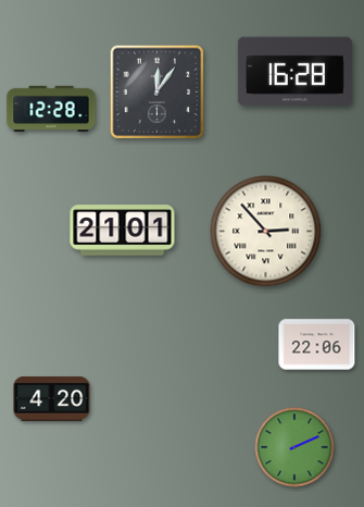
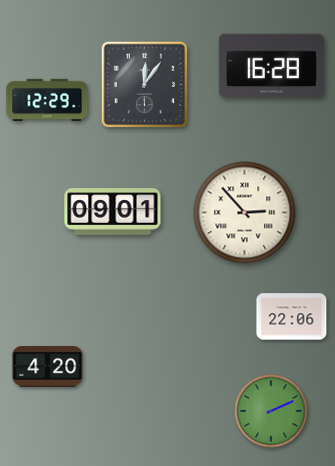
clock at (51, 108): 12:28 -> 12:29
clock at (123, 231): 21:01 -> 09:01
